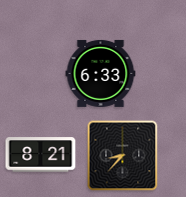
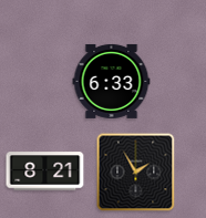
clock at (123, 156): 8:37 -> 1:55
